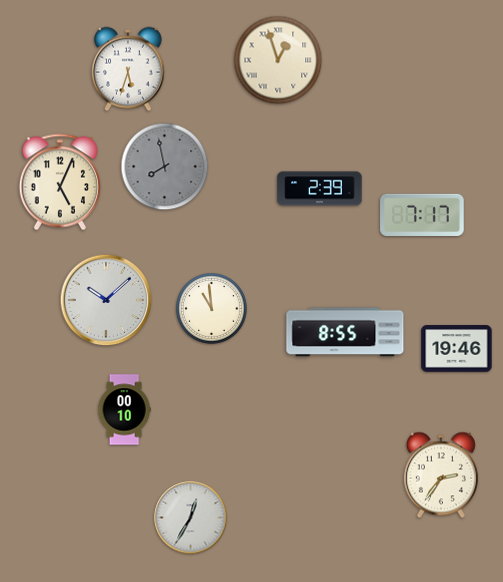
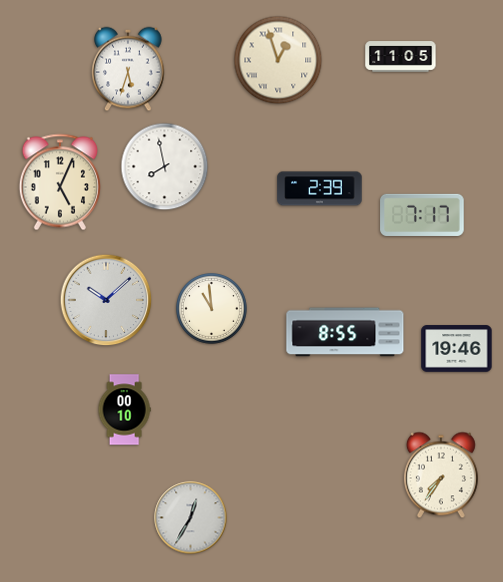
clock at (401, 57): none -> 11:05
clock at (165, 167) dial: grey -> white
clock at (441, 475): 2:36 -> 7:36
